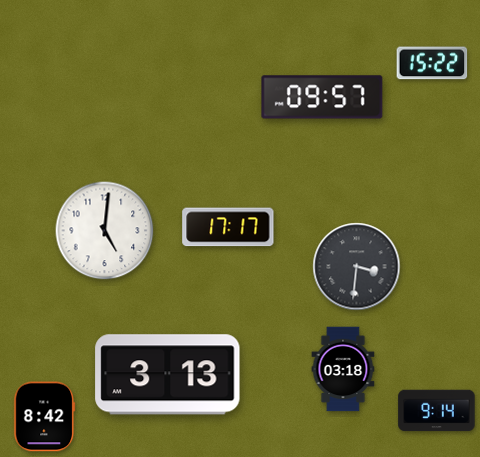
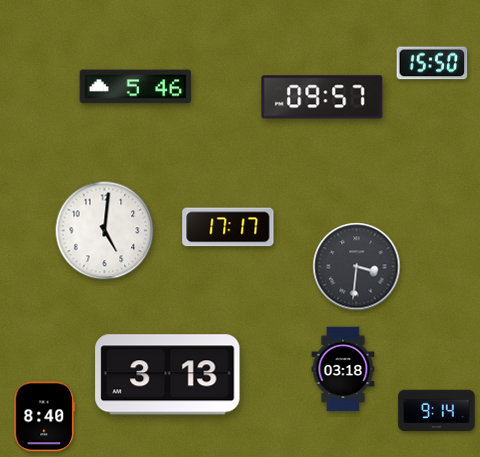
clock at (432, 63): 15:22 -> 15:50
clock at (136, 87): none -> 5:46
clock at (45, 417): 8:42 -> 8:40
